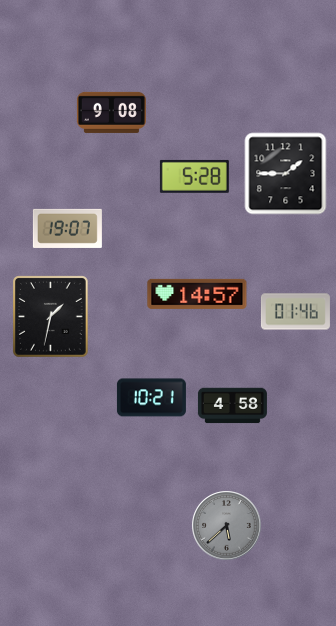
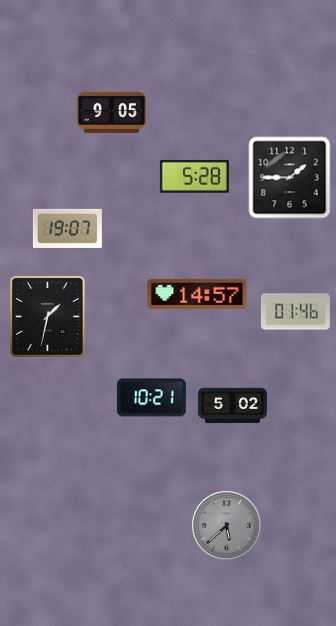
clock at (111, 112): 9:08 -> 9:05
clock at (286, 174) position: (286, 174) -> (290, 178)
clock at (51, 317) position: (51, 317) -> (48, 317)
clock at (232, 406): 4:58 -> 5:02
